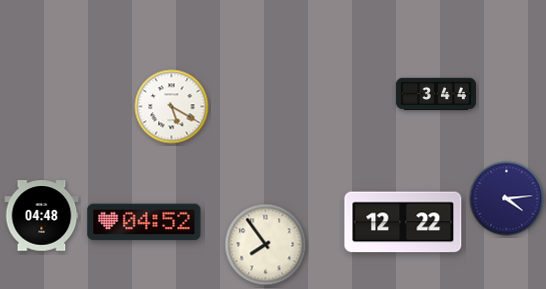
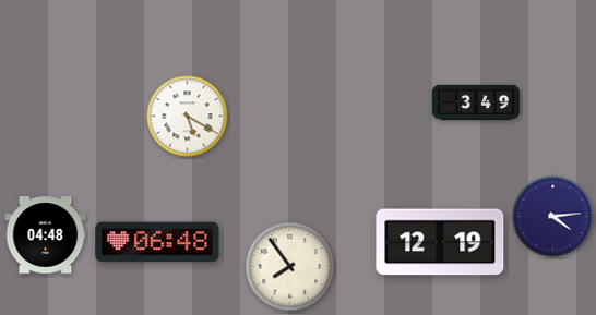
clock at (436, 94): 3:44 -> 3:49
clock at (144, 222): 04:52 -> 06:48
clock at (403, 222): 12:22 -> 12:19
